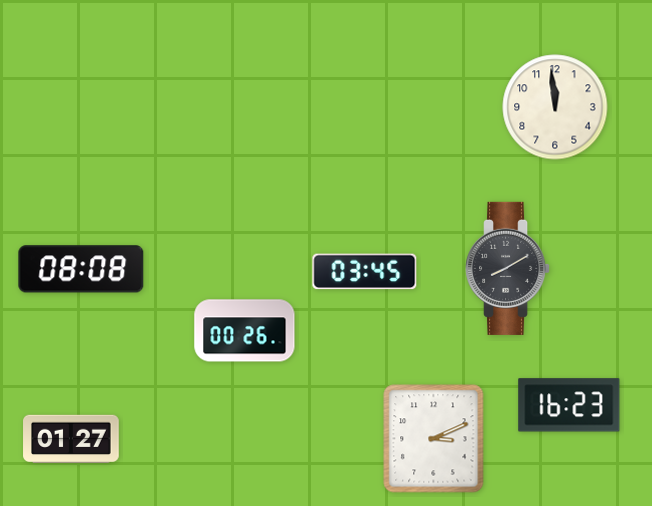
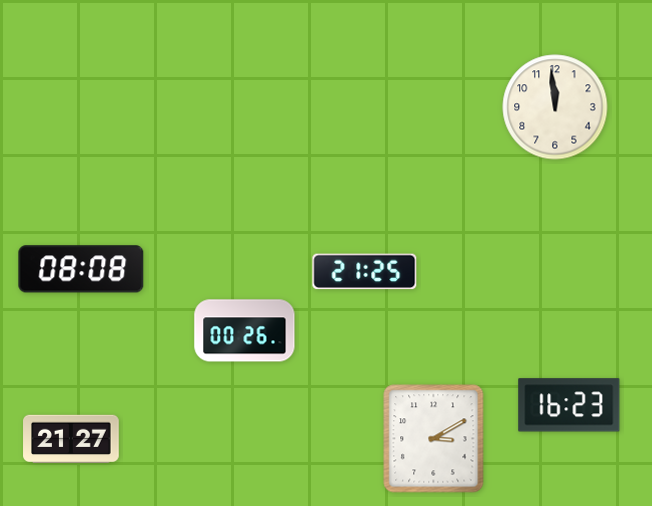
clock at (508, 268): 8:10 -> none
clock at (365, 272): 03:45 -> 21:25
clock at (71, 439): 01:27 -> 21:27
clock at (434, 439): 3:11 -> 3:10
